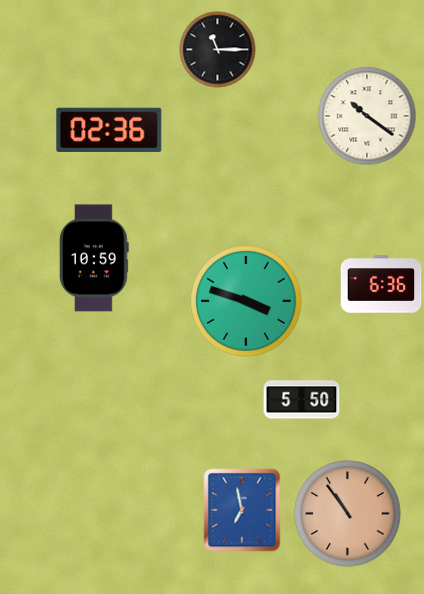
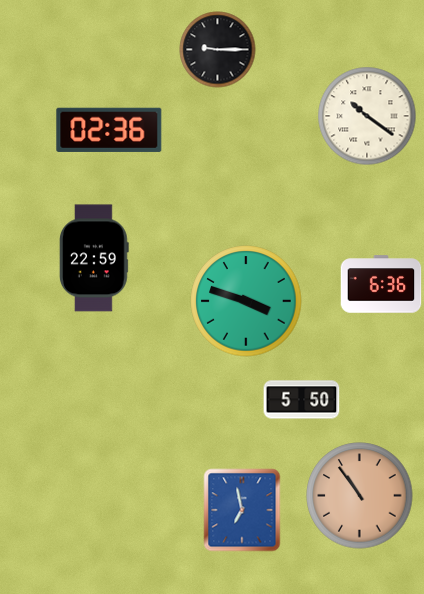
clock at (218, 50): 11:15 -> 9:15
clock at (94, 258): 10:59 -> 22:59
clock at (348, 514) position: (348, 514) -> (360, 496)
